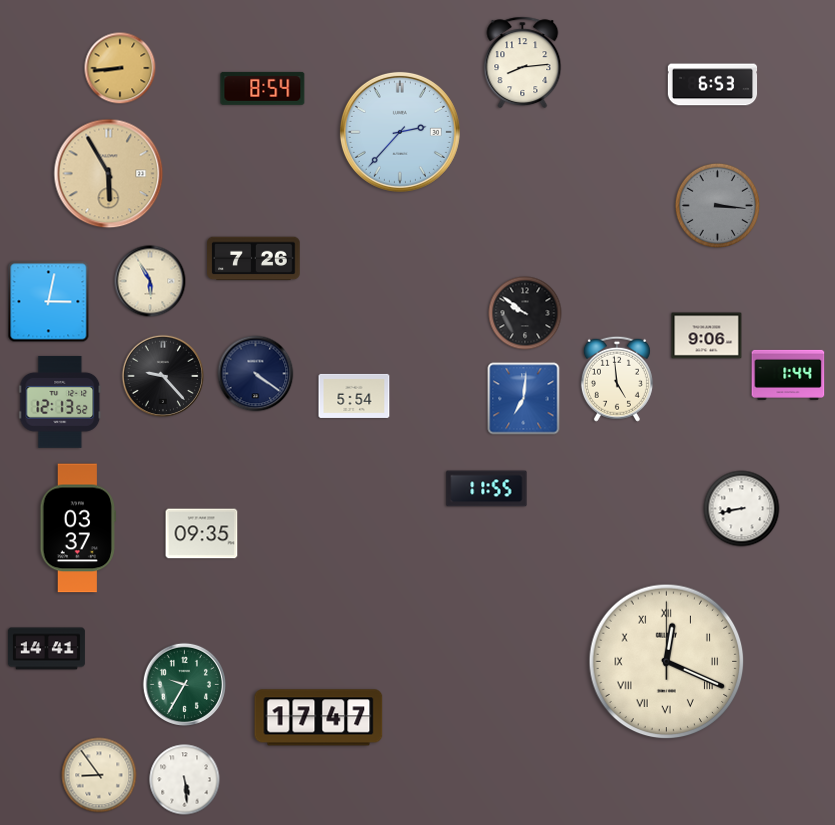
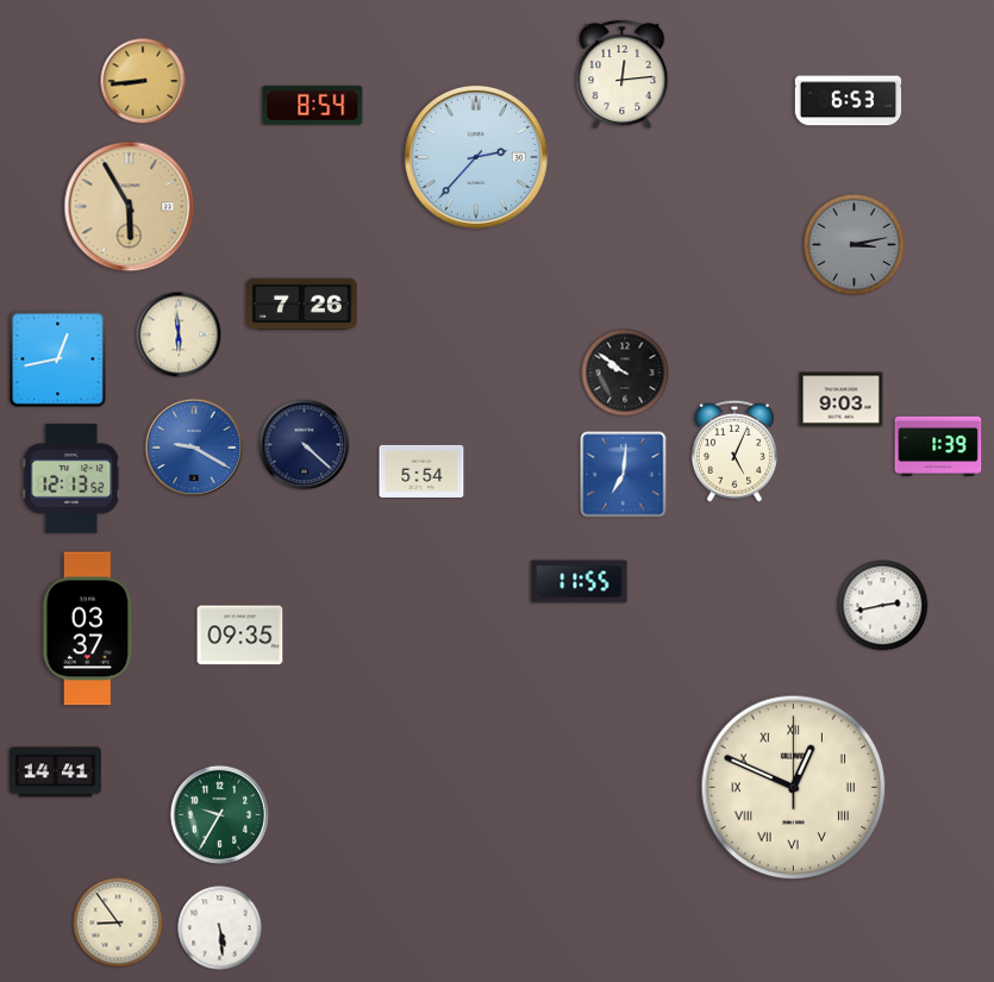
clock at (523, 63): 8:14 -> 12:14
clock at (717, 205): 3:16 -> 3:13
clock at (254, 259) position: (254, 259) -> (302, 305)
clock at (150, 281): 5:55 -> 5:59
clock at (49, 302): 3:02 -> 12:43
clock at (707, 336): 9:06 -> 9:03
clock at (256, 374): 4:21 -> 4:22
clock at (788, 375): 1:44 -> 1:39
clock at (163, 376): 9:23 -> 9:20
clock at (163, 376) dial: black -> blue
clock at (617, 379): 4:59 -> 5:04
clock at (742, 509): 8:43 -> 2:43
clock at (77, 528) position: (77, 528) -> (87, 628)
clock at (667, 662): 12:19 -> 12:49
clock at (319, 718): 17:47 -> none
